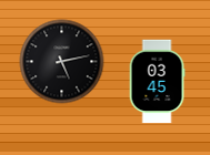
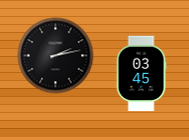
clock at (62, 62): 5:13 -> 2:13
